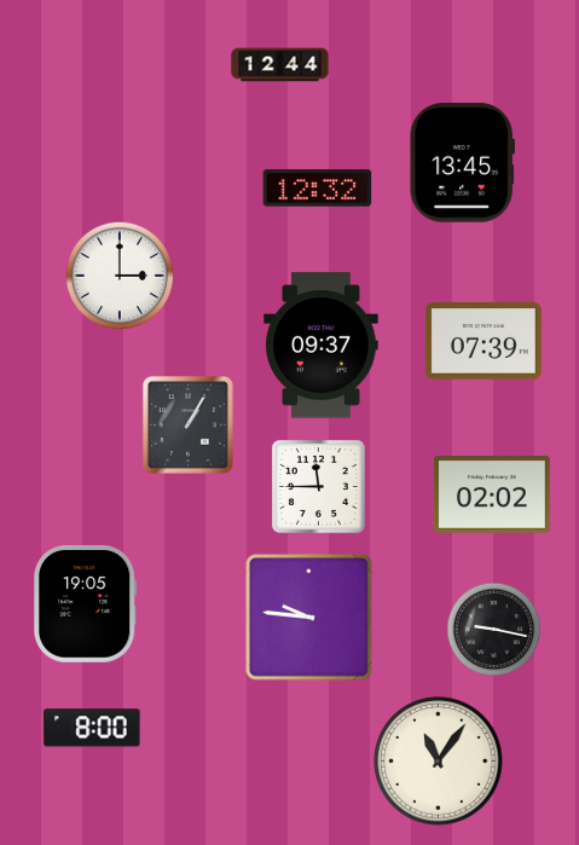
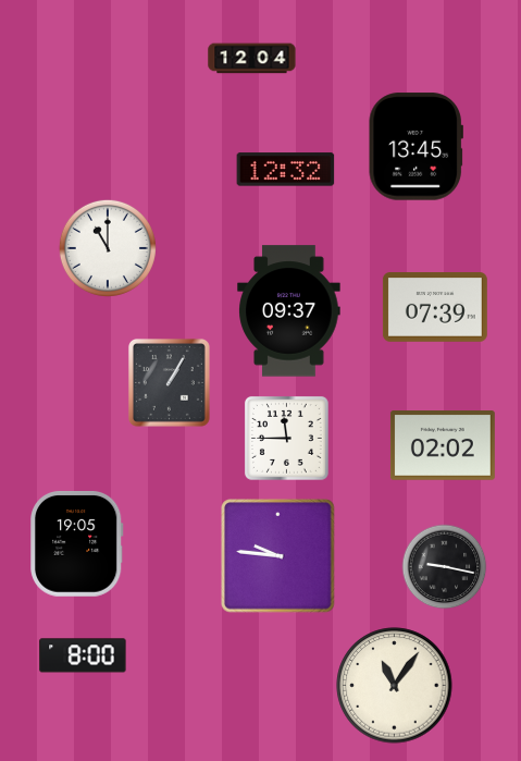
clock at (280, 65): 12:44 -> 12:04
clock at (120, 276): 3:00 -> 11:00
